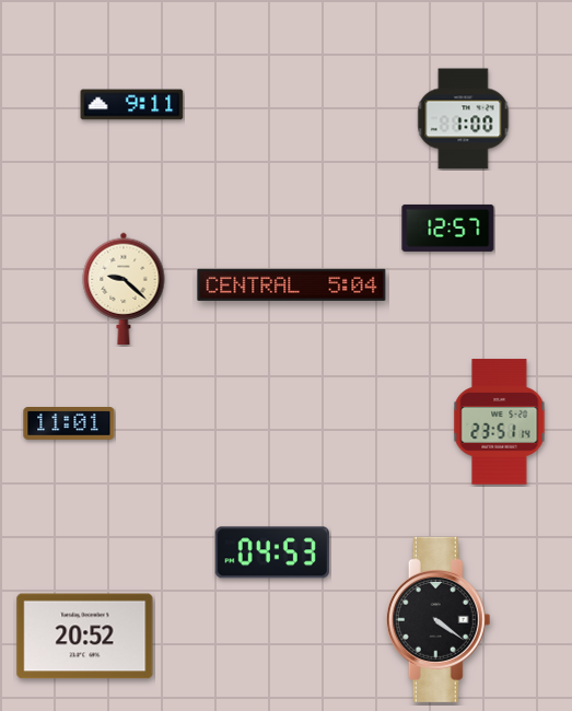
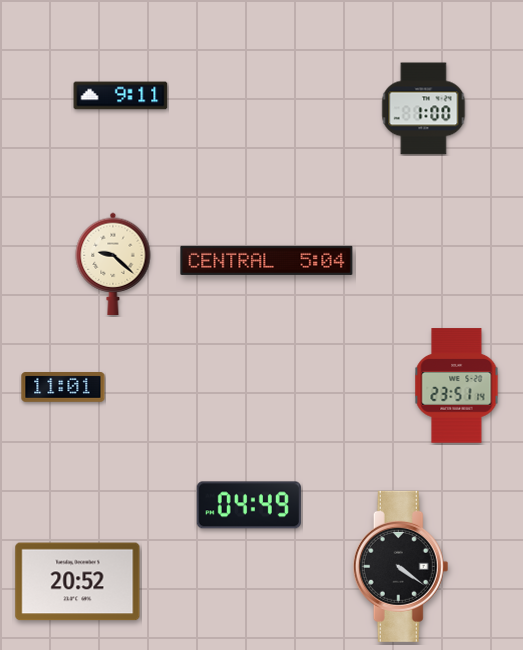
clock at (448, 228): 12:57 -> none
clock at (272, 552): 04:53 -> 04:49
